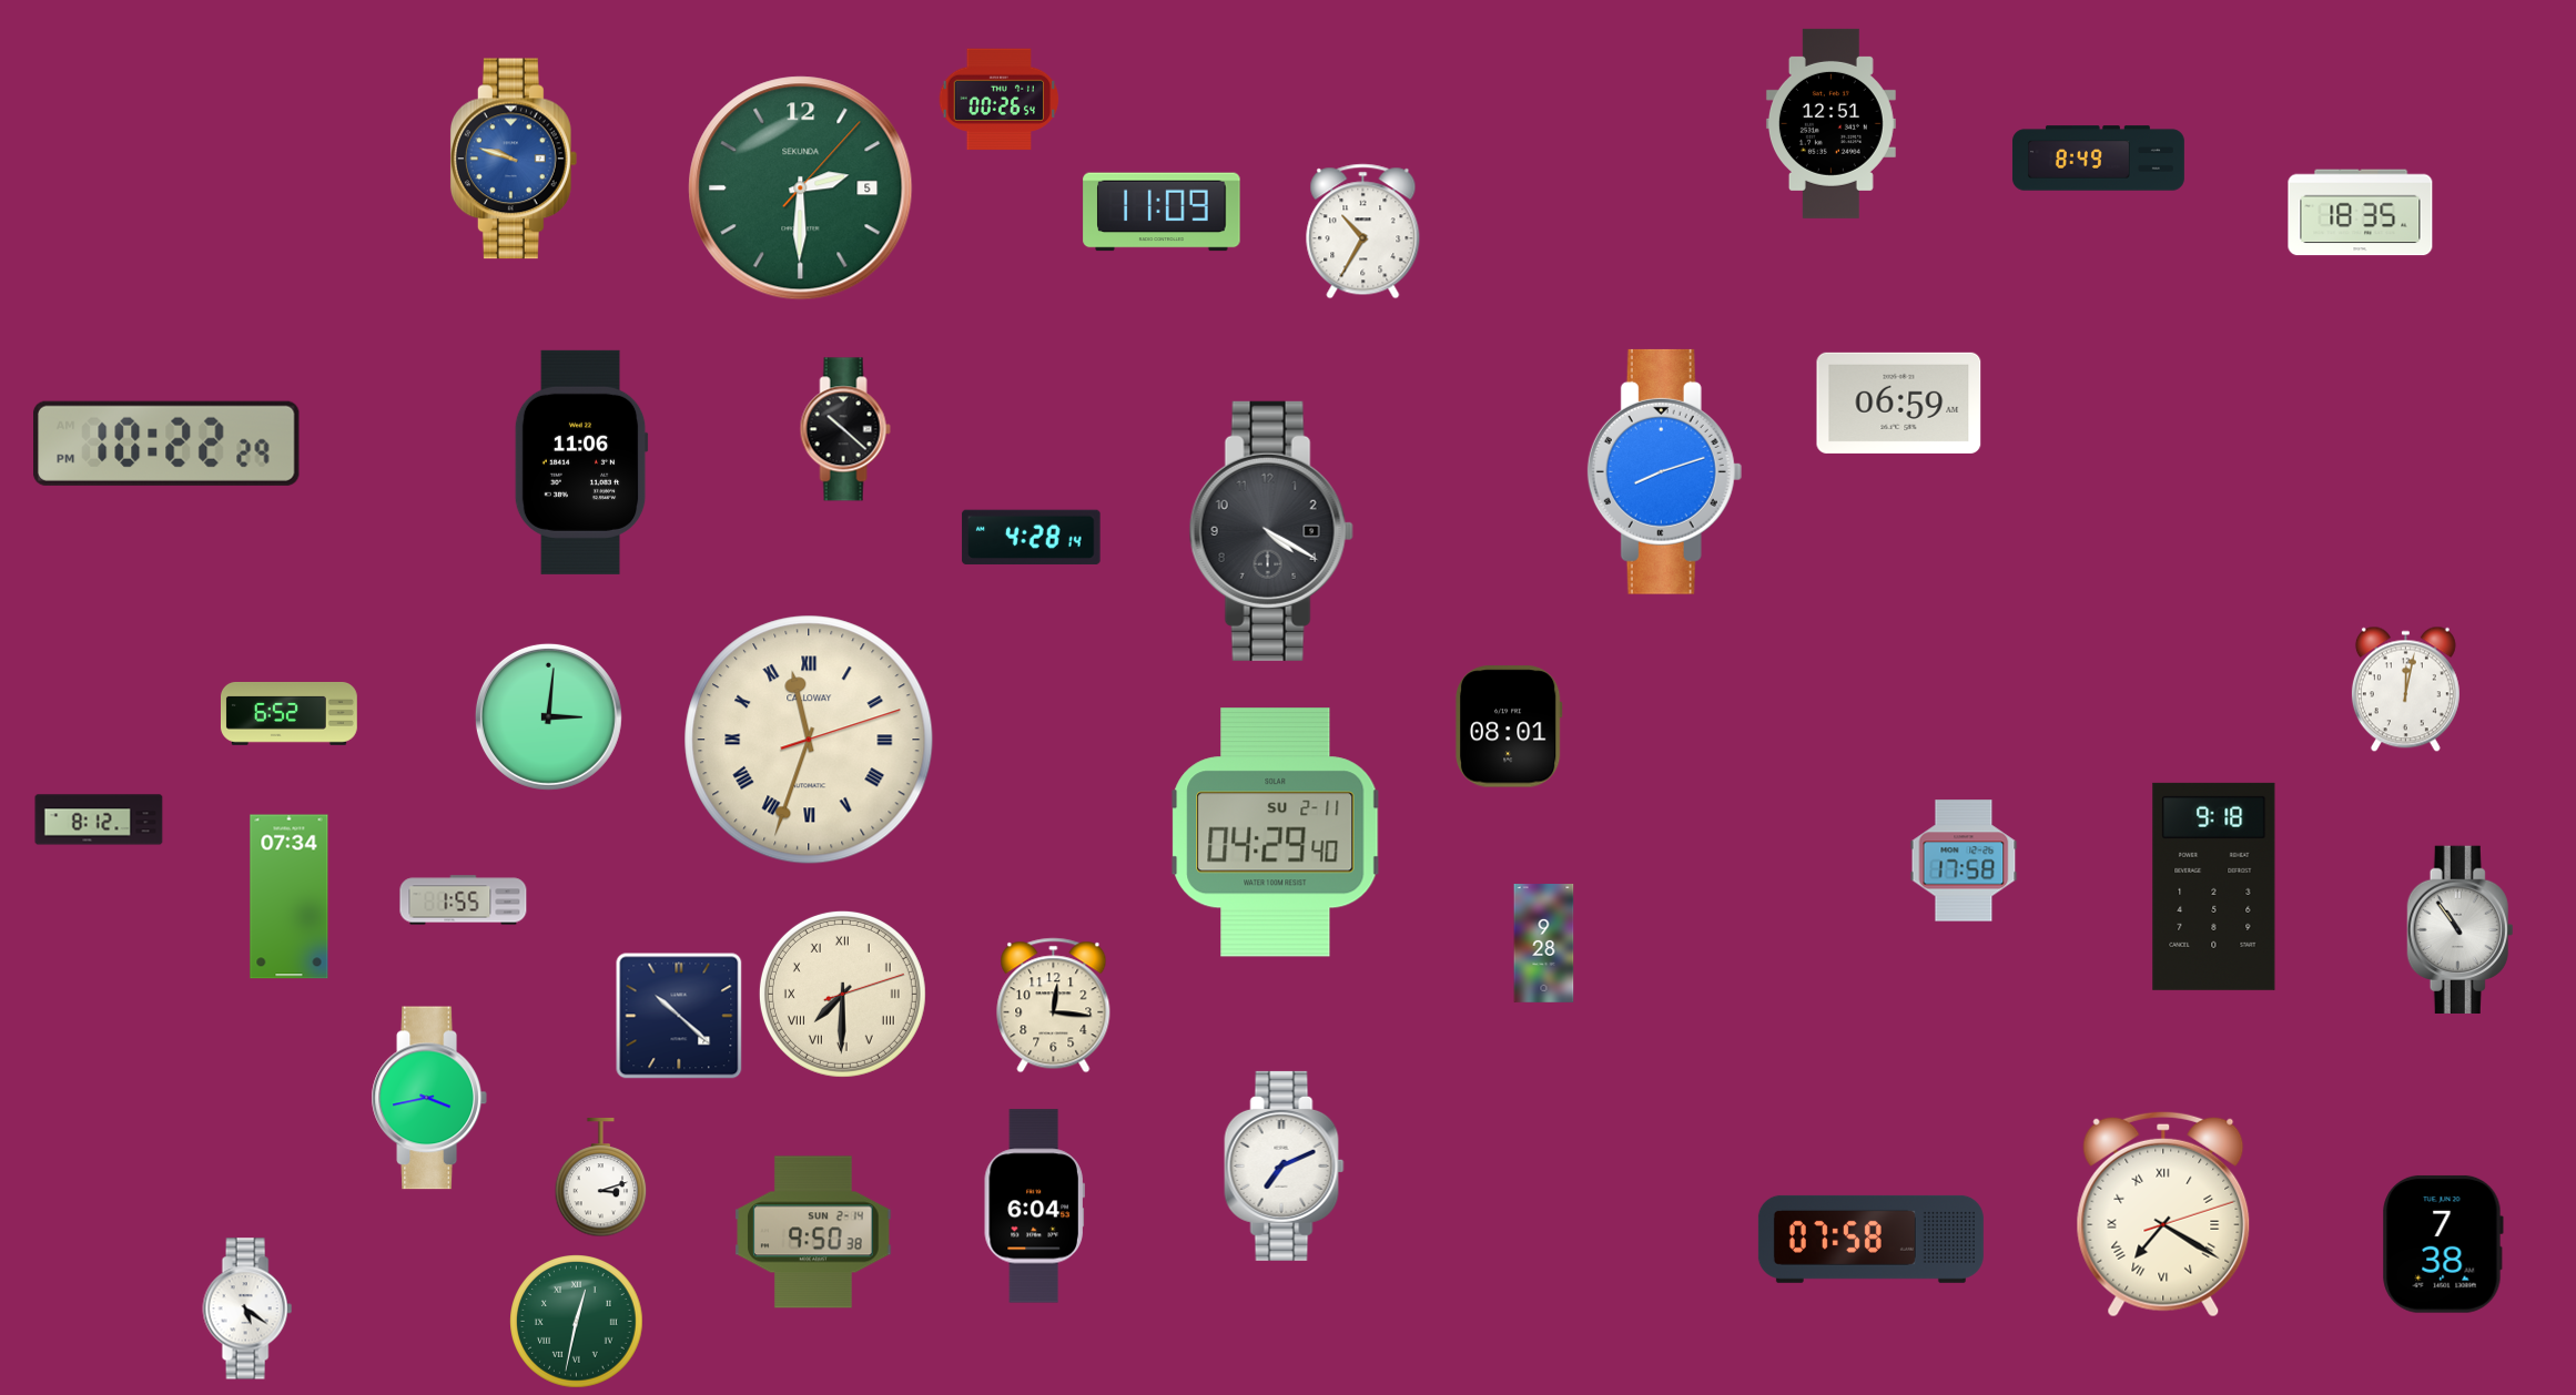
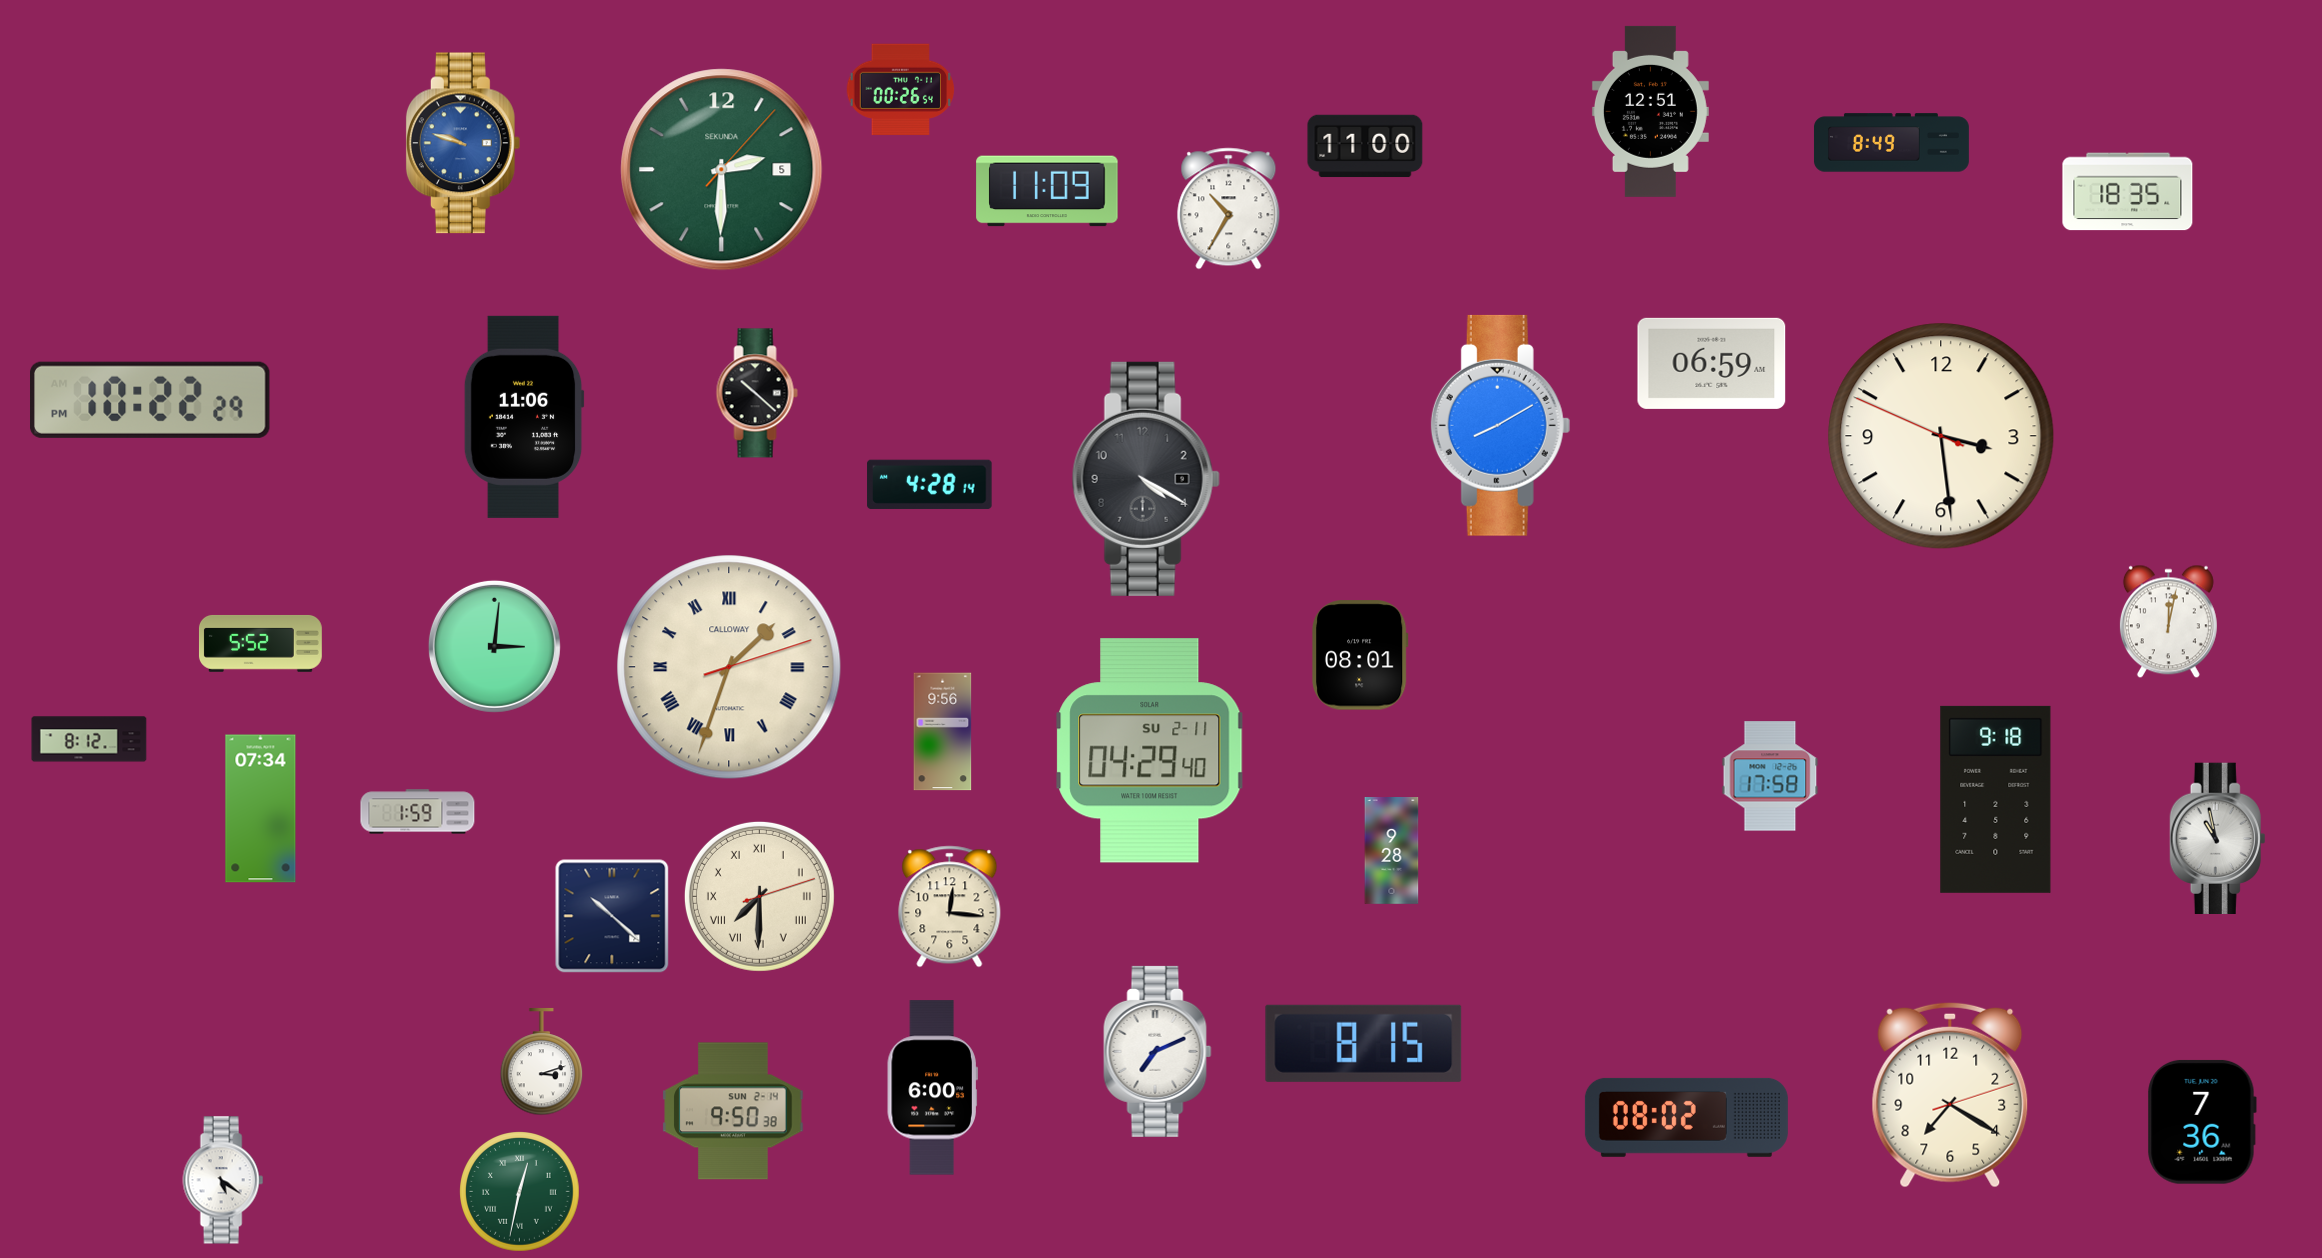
clock at (1365, 146): none -> 11:00
clock at (845, 429) position: (845, 429) -> (757, 393)
clock at (1665, 471): 8:12 -> 8:10
clock at (1941, 436): none -> 3:28
clock at (288, 713): 6:52 -> 5:52
clock at (809, 740): 11:33 -> 1:33
clock at (943, 732): none -> 9:56
clock at (464, 900): 1:55 -> 1:59
clock at (2461, 929): 10:54 -> 10:58
clock at (429, 1098): 3:43 -> none
clock at (1364, 1043): none -> 8:15
clock at (1034, 1206): 6:04 -> 6:00
clock at (2163, 1214) numerals: Roman -> Arabic
clock at (1870, 1239): 07:58 -> 08:02
clock at (2443, 1244): 7:38 -> 7:36
